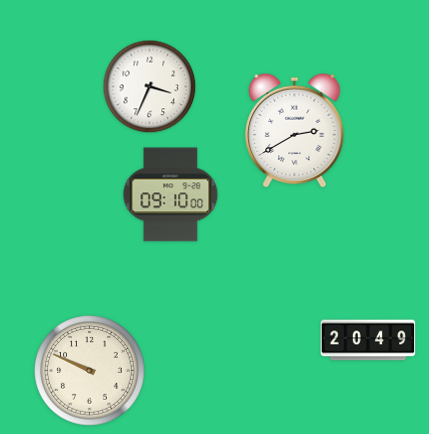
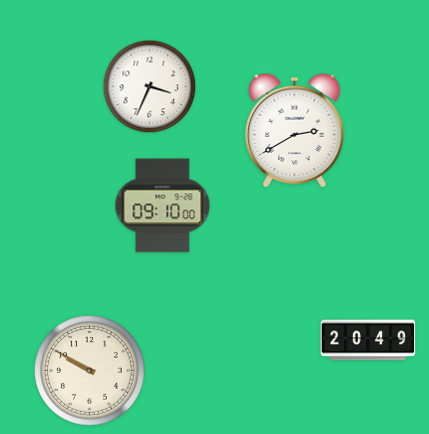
clock at (171, 195) position: (171, 195) -> (163, 206)
clock at (90, 371): 9:49 -> 9:50
